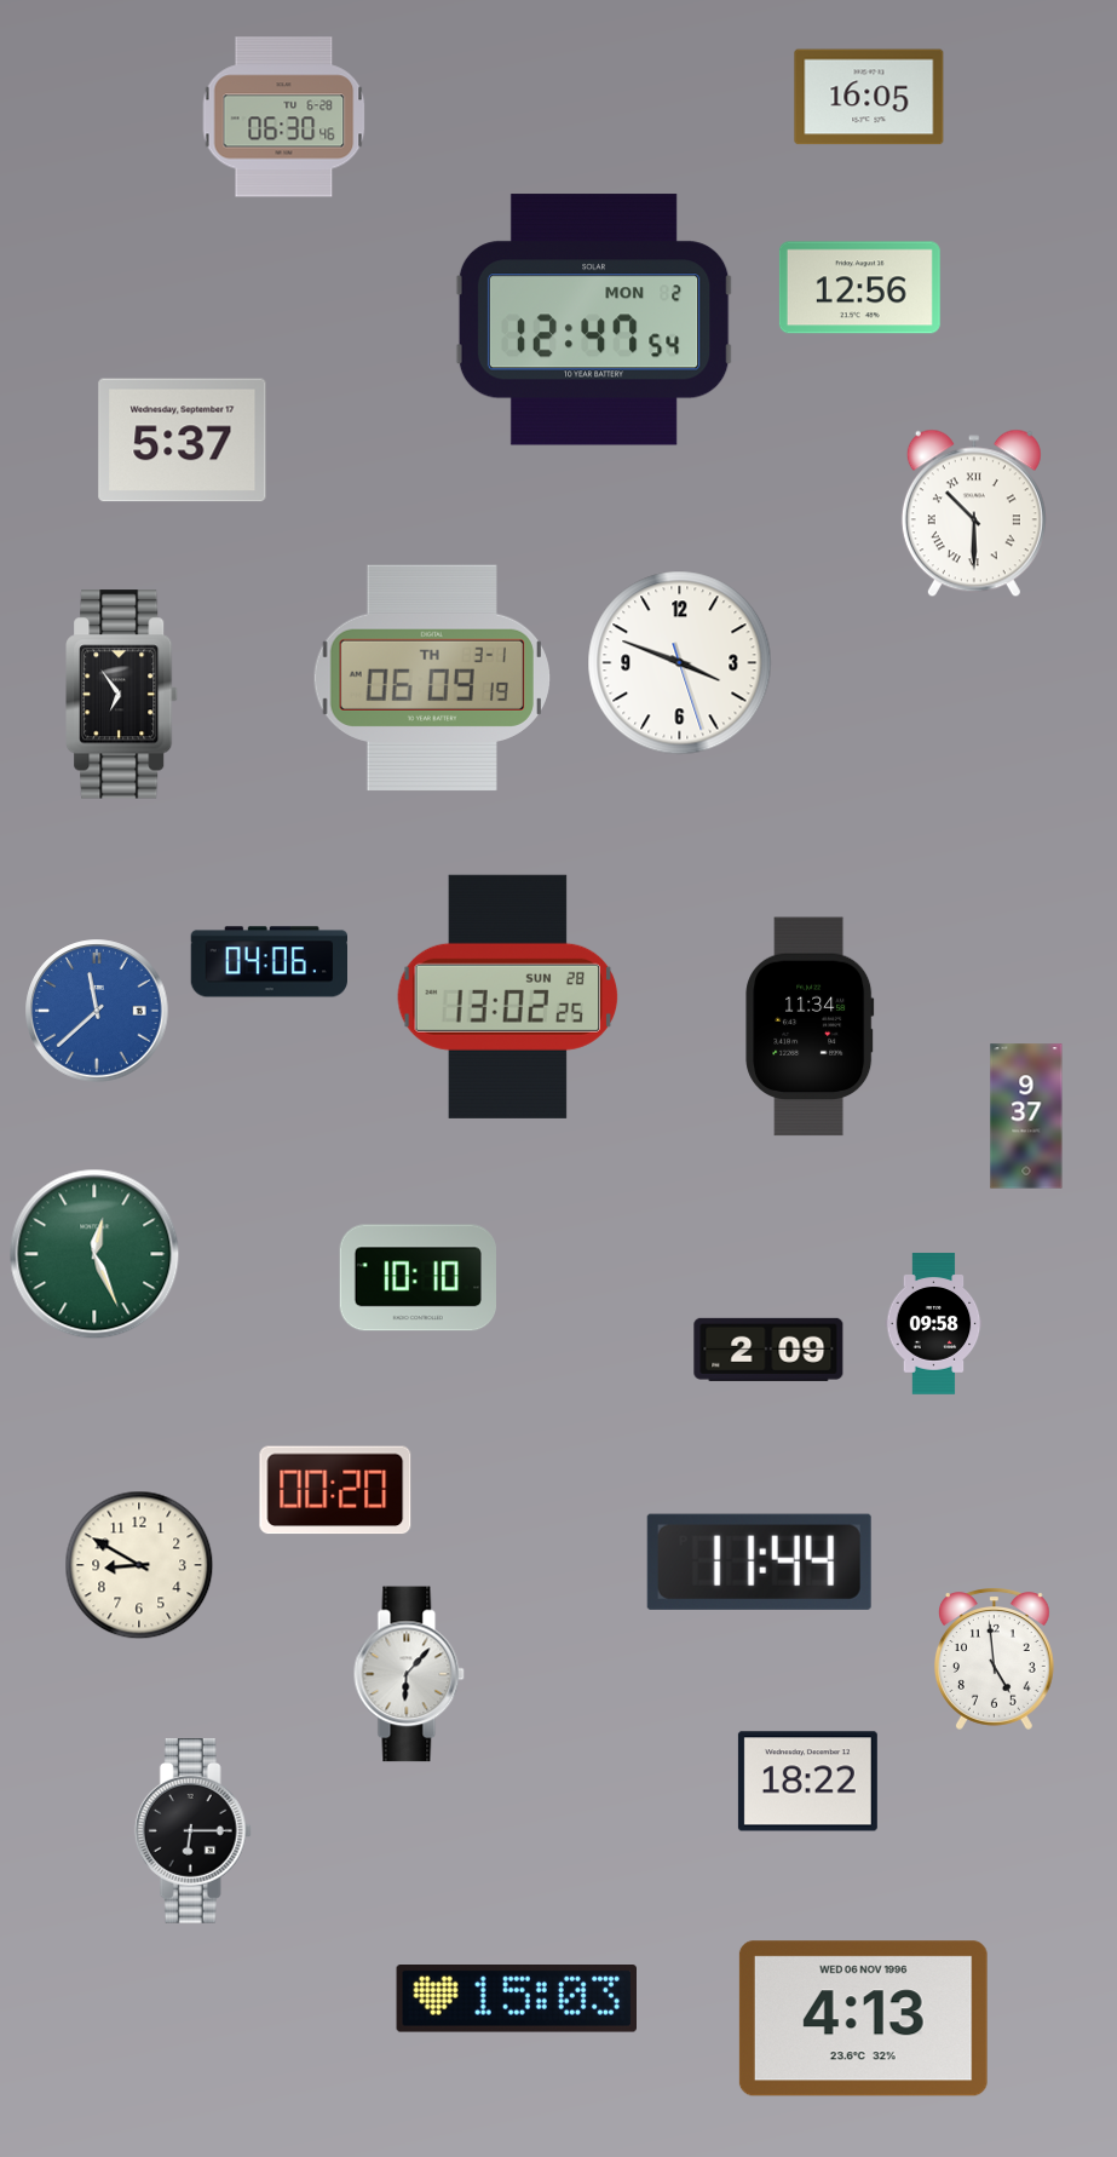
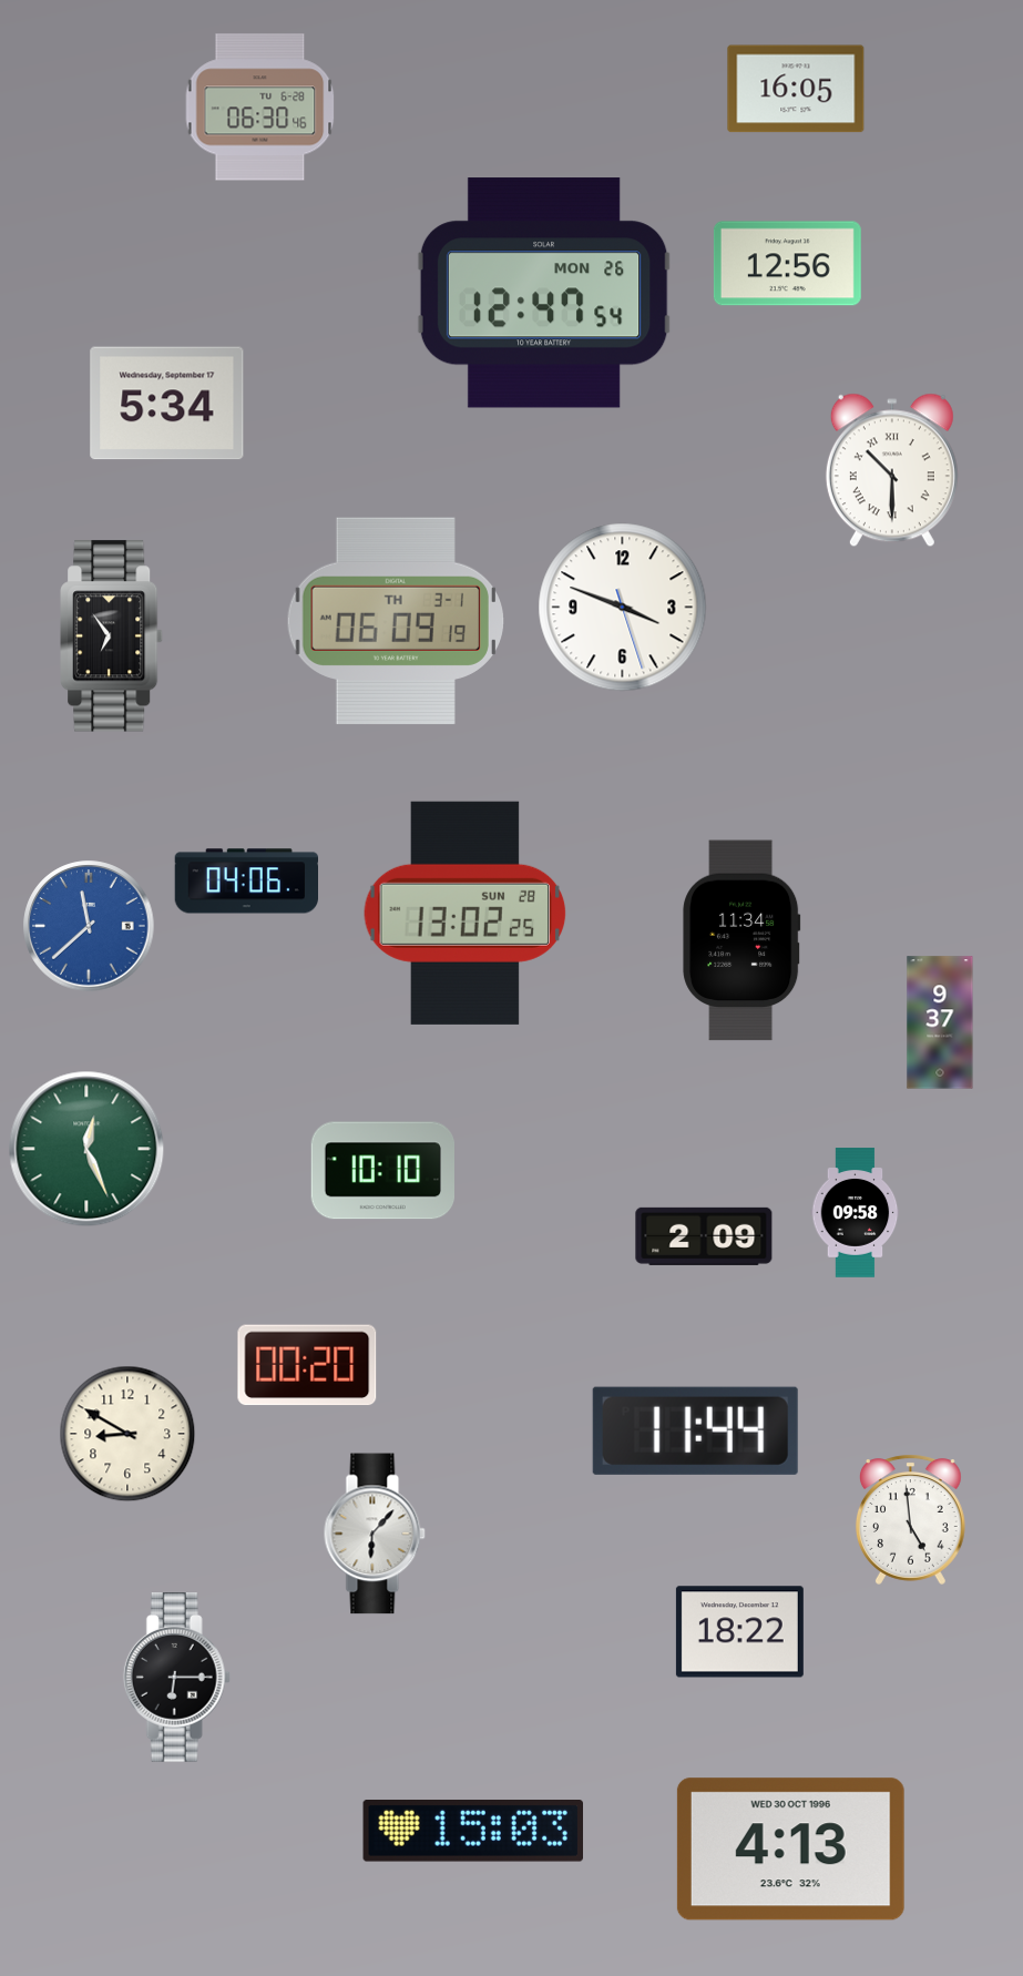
clock at (594, 320) date: MON 2 -> MON 26
clock at (183, 441): 5:37 -> 5:34
clock at (863, 2019) date: WED 06 NOV 1996 -> WED 30 OCT 1996
